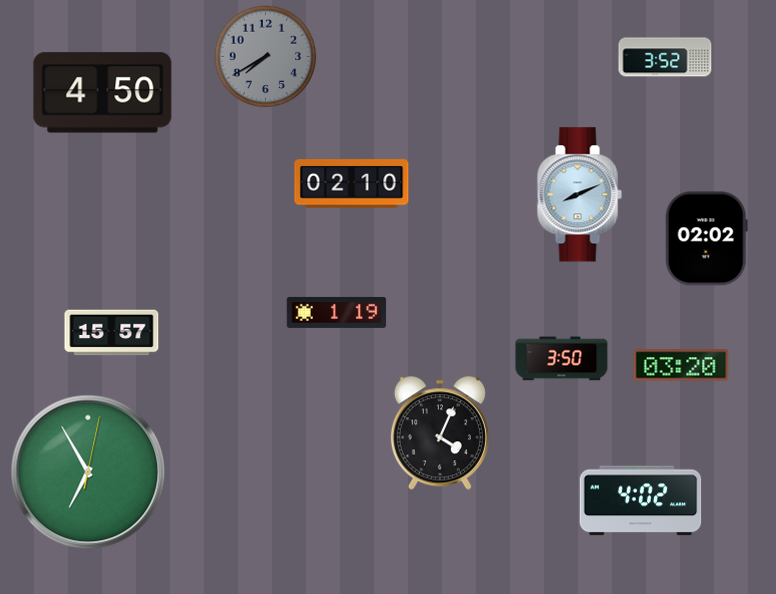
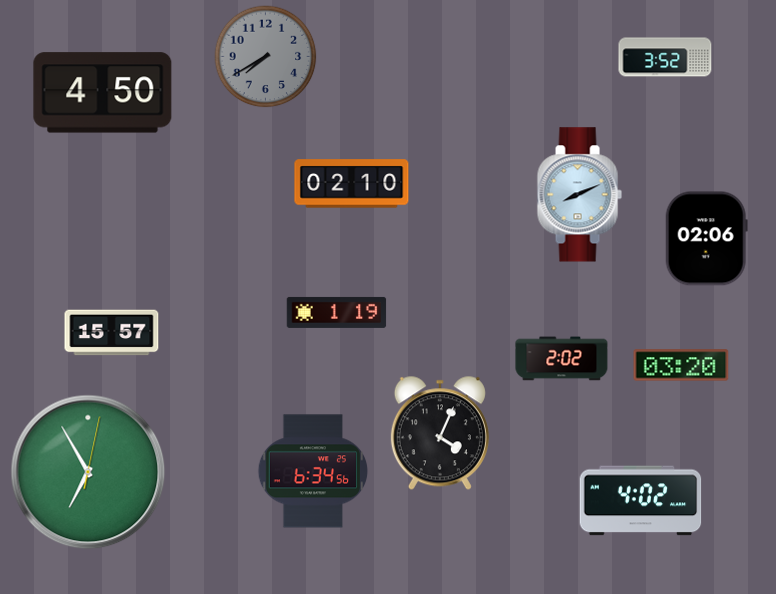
clock at (706, 239): 02:02 -> 02:06
clock at (562, 359): 3:50 -> 2:02
clock at (313, 471): none -> 6:34
